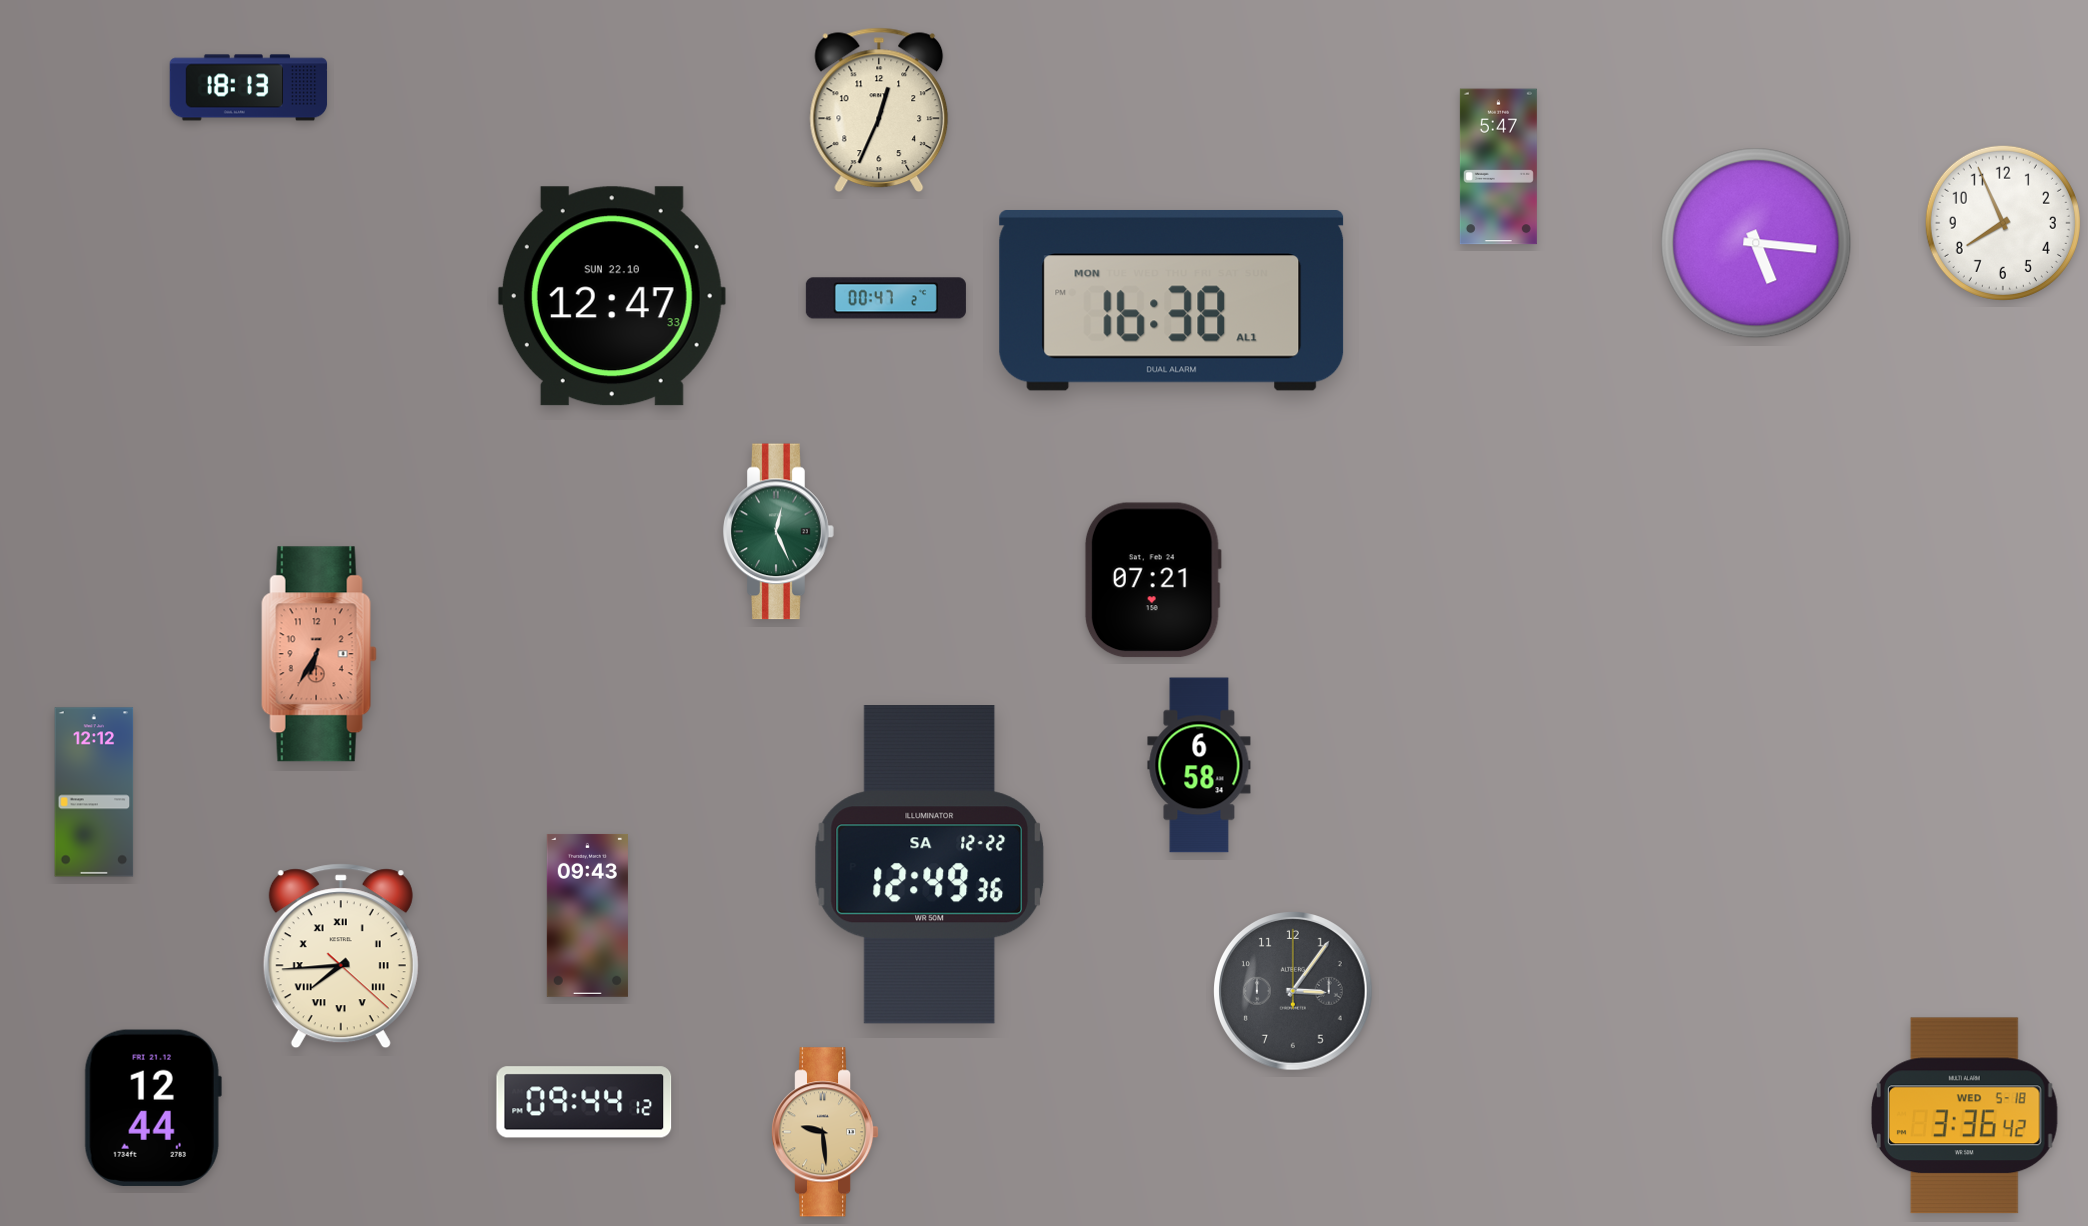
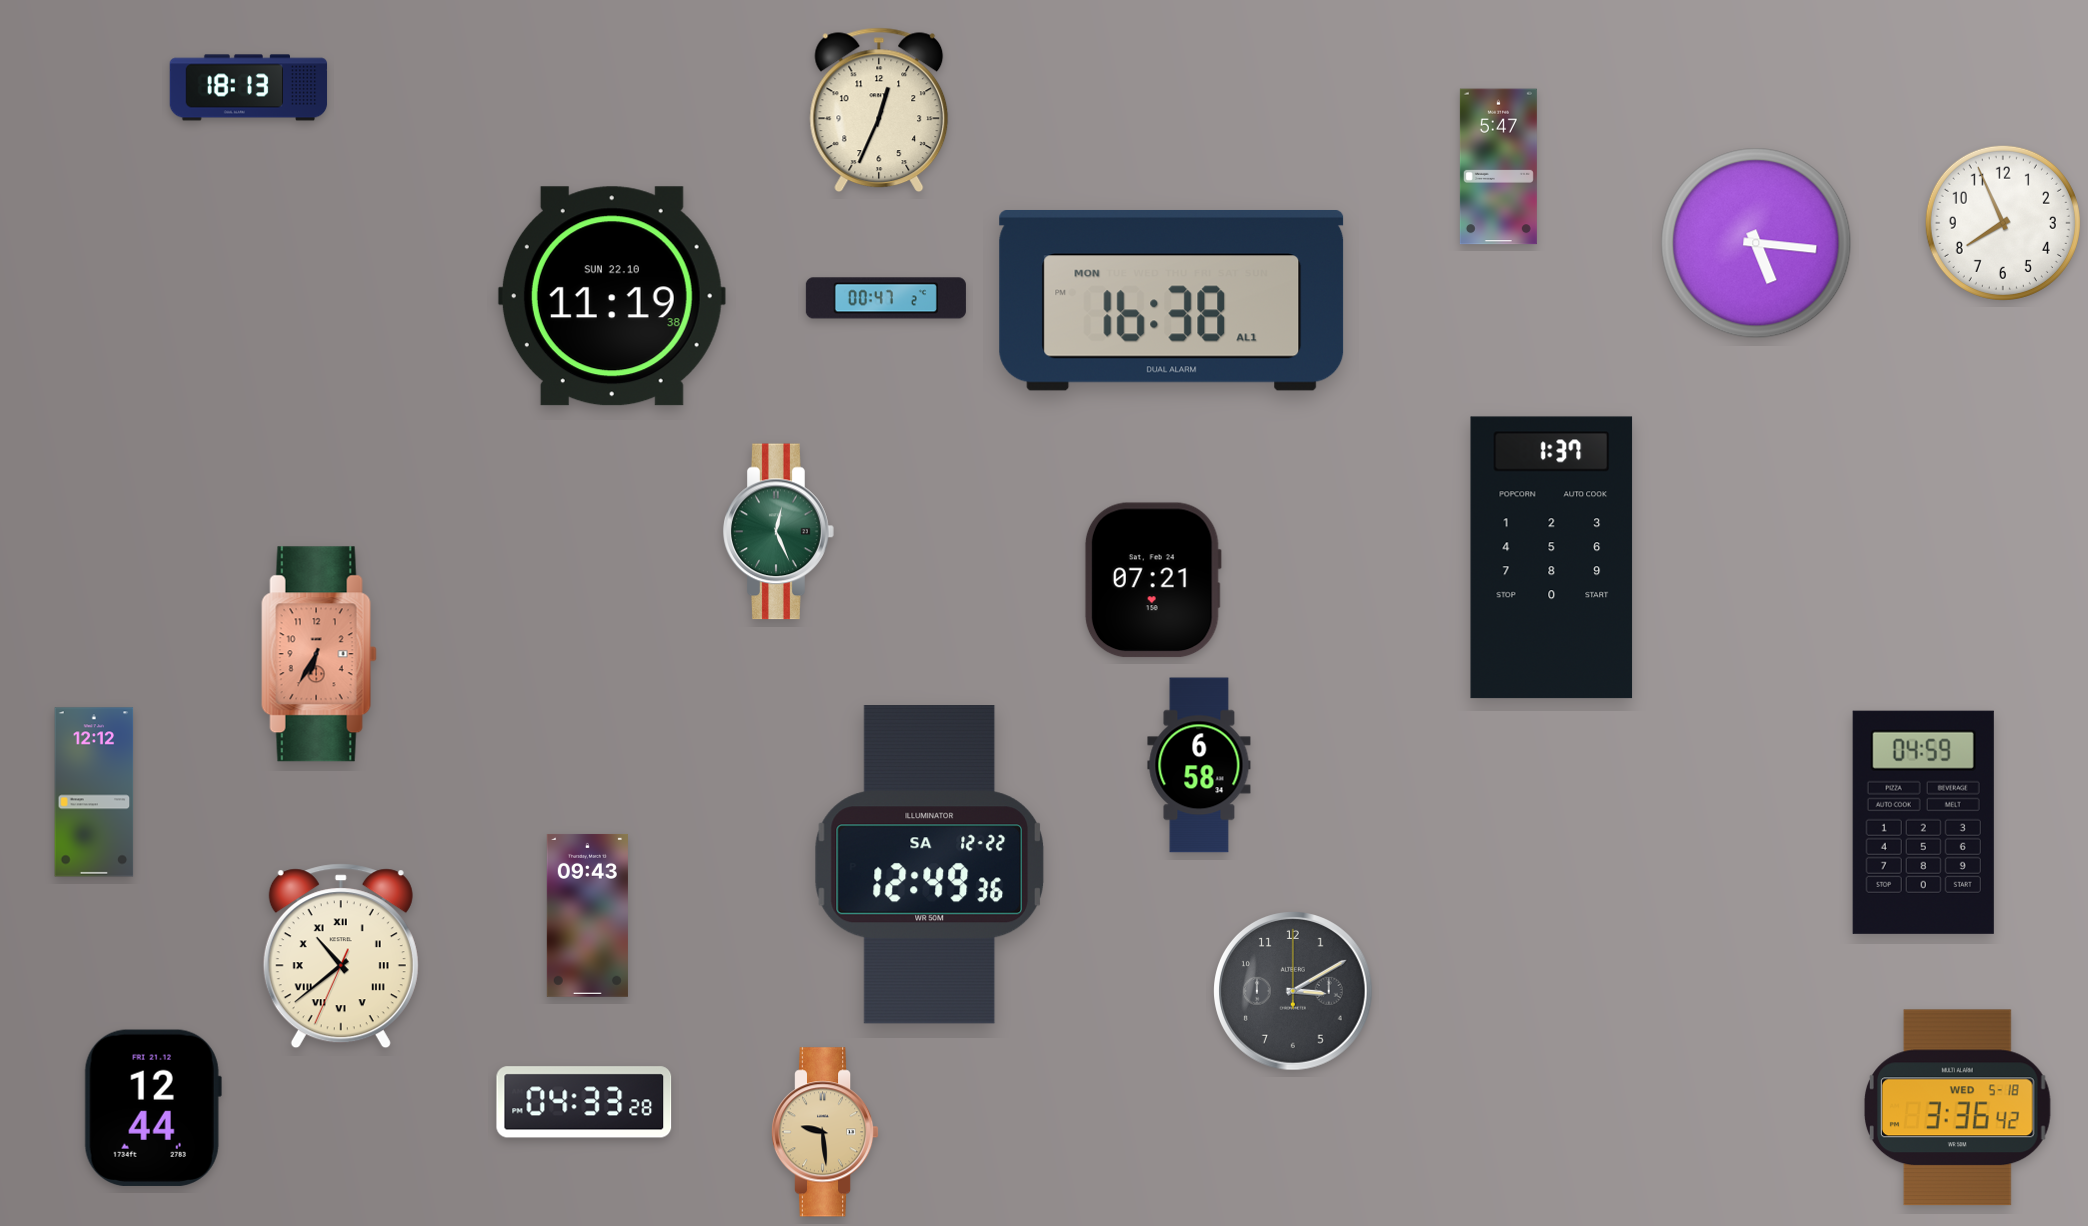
clock at (612, 296): 12:47 -> 11:19
clock at (1552, 558): none -> 1:37
clock at (1923, 822): none -> 04:59
clock at (341, 956): 7:44 -> 10:38
clock at (1294, 992): 3:06 -> 3:10
clock at (584, 1102): 09:44 -> 04:33
clock at (1964, 1116) position: (1964, 1116) -> (1957, 1108)
